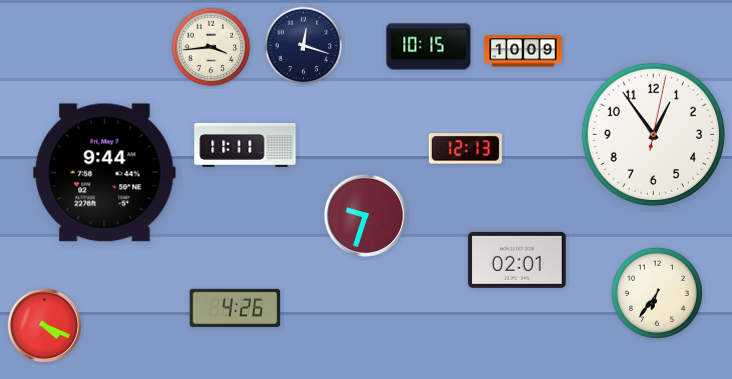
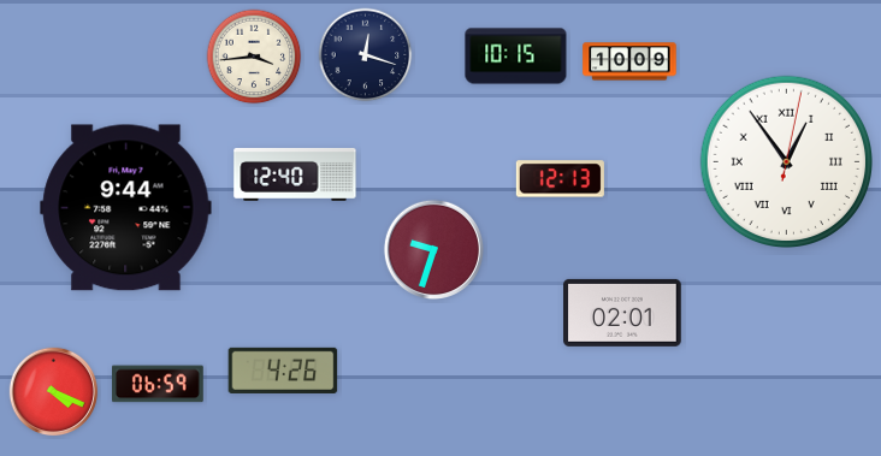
clock at (653, 134) numerals: Arabic -> Roman
clock at (245, 145): 11:11 -> 12:40
clock at (365, 215) position: (365, 215) -> (433, 249)
clock at (657, 293): 6:36 -> none
clock at (159, 384): none -> 06:59
